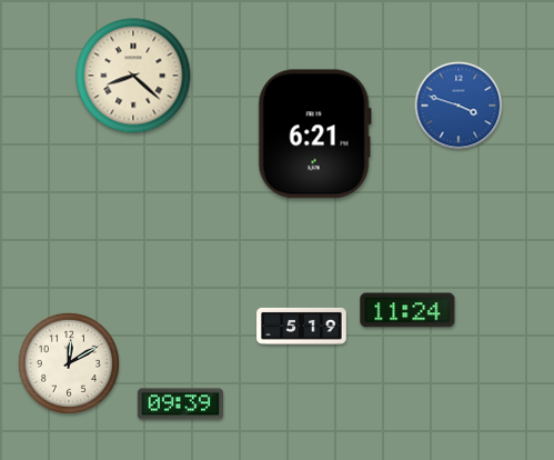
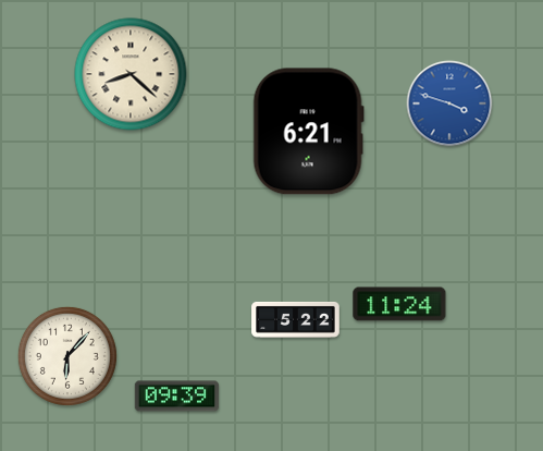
clock at (302, 326): 5:19 -> 5:22
clock at (69, 363): 12:10 -> 6:07
